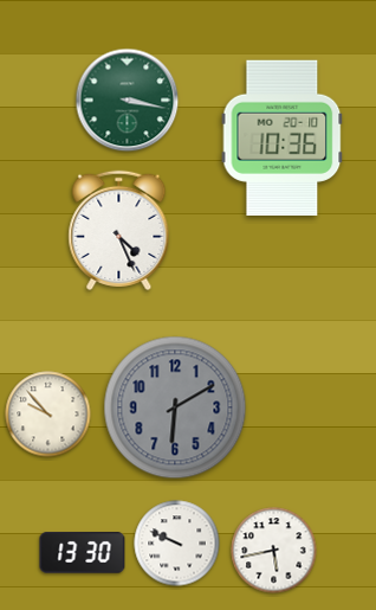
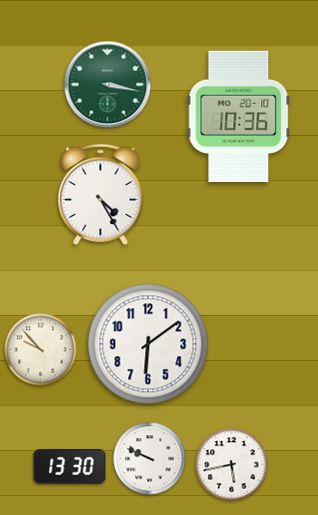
clock at (119, 230): 4:26 -> 4:25
clock at (175, 407): 6:10 -> 6:09
clock at (175, 407) dial: grey -> white
